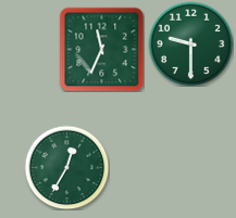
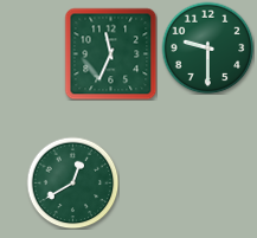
clock at (66, 167): 12:35 -> 12:40
